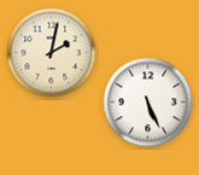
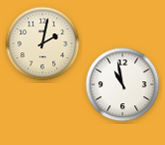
clock at (148, 103): 5:26 -> 10:58
